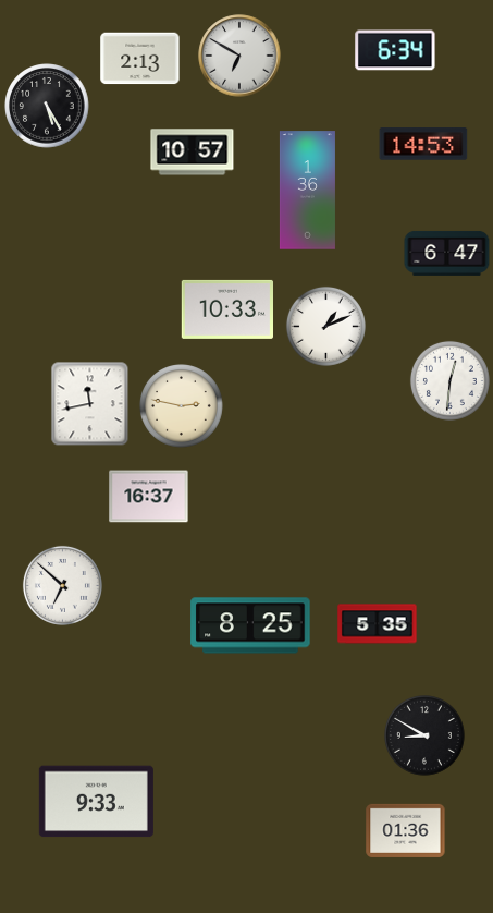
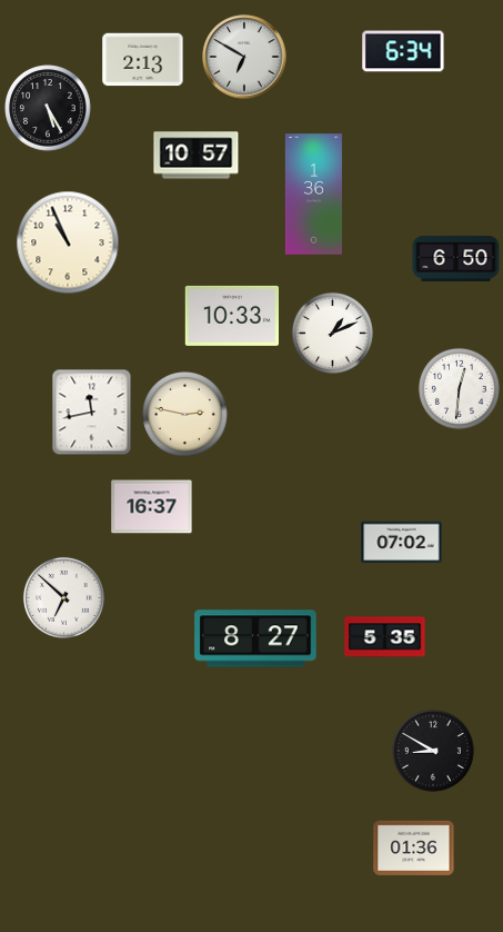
clock at (423, 144): 14:53 -> none
clock at (68, 242): none -> 10:56
clock at (447, 253): 6:47 -> 6:50
clock at (402, 543): none -> 07:02
clock at (250, 625): 8:25 -> 8:27
clock at (96, 802): 9:33 -> none
